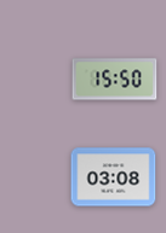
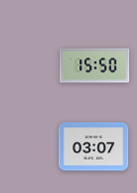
clock at (114, 177): 03:08 -> 03:07
